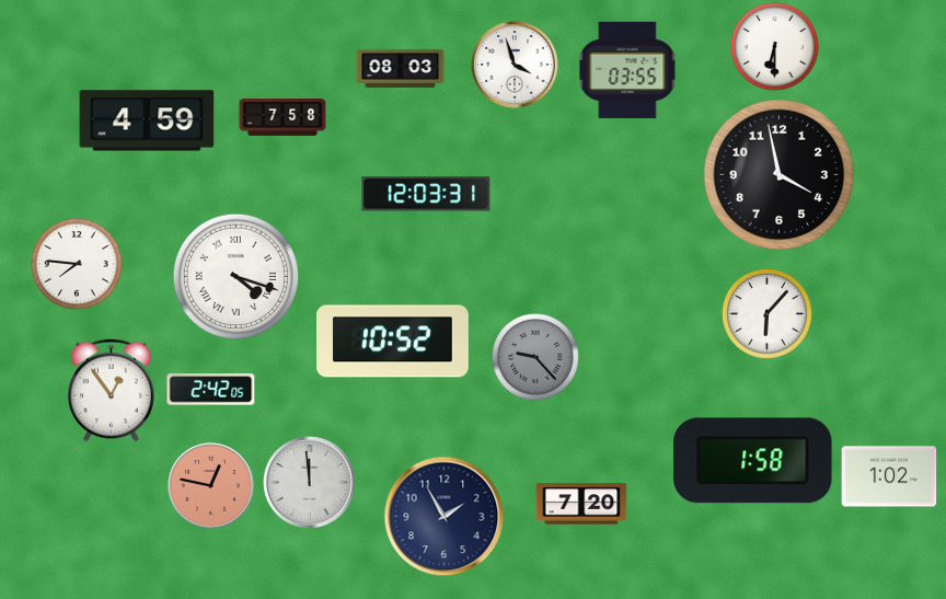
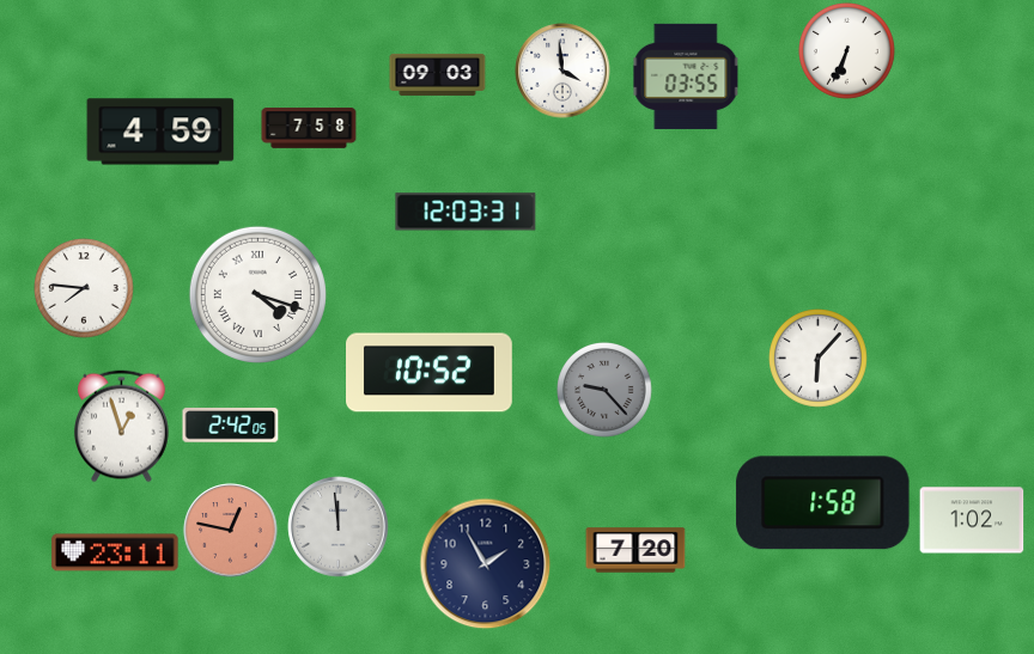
clock at (775, 47): 6:30 -> 6:34
clock at (515, 65): 3:57 -> 3:59
clock at (401, 68): 08:03 -> 09:03
clock at (780, 175): 3:58 -> none
clock at (235, 276) position: (235, 276) -> (257, 294)
clock at (768, 314) position: (768, 314) -> (819, 359)
clock at (537, 358) position: (537, 358) -> (606, 391)
clock at (112, 391): 12:54 -> 12:57
clock at (115, 552): none -> 23:11
